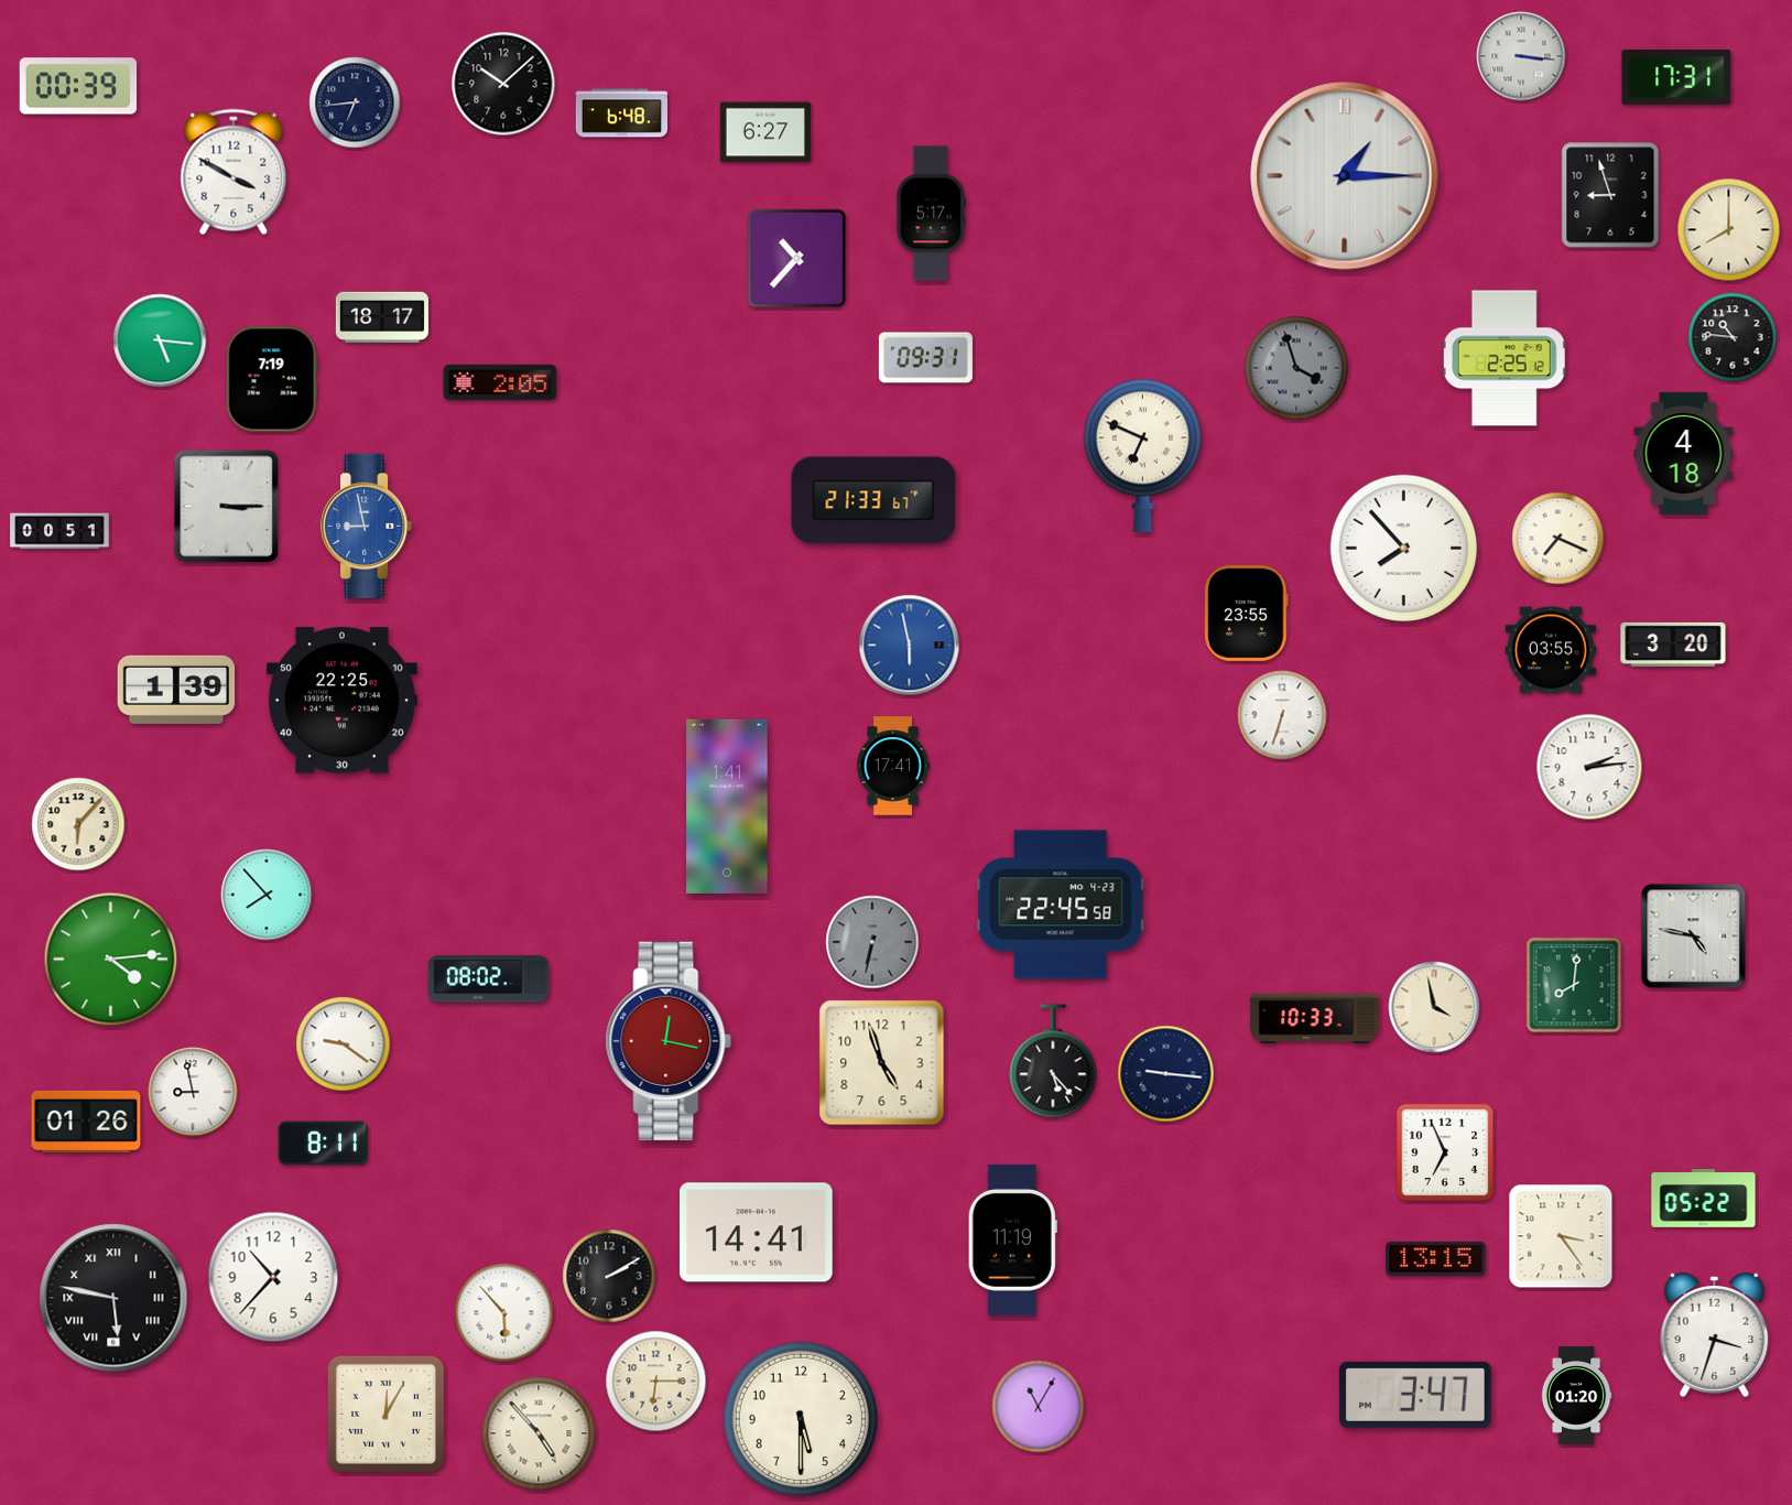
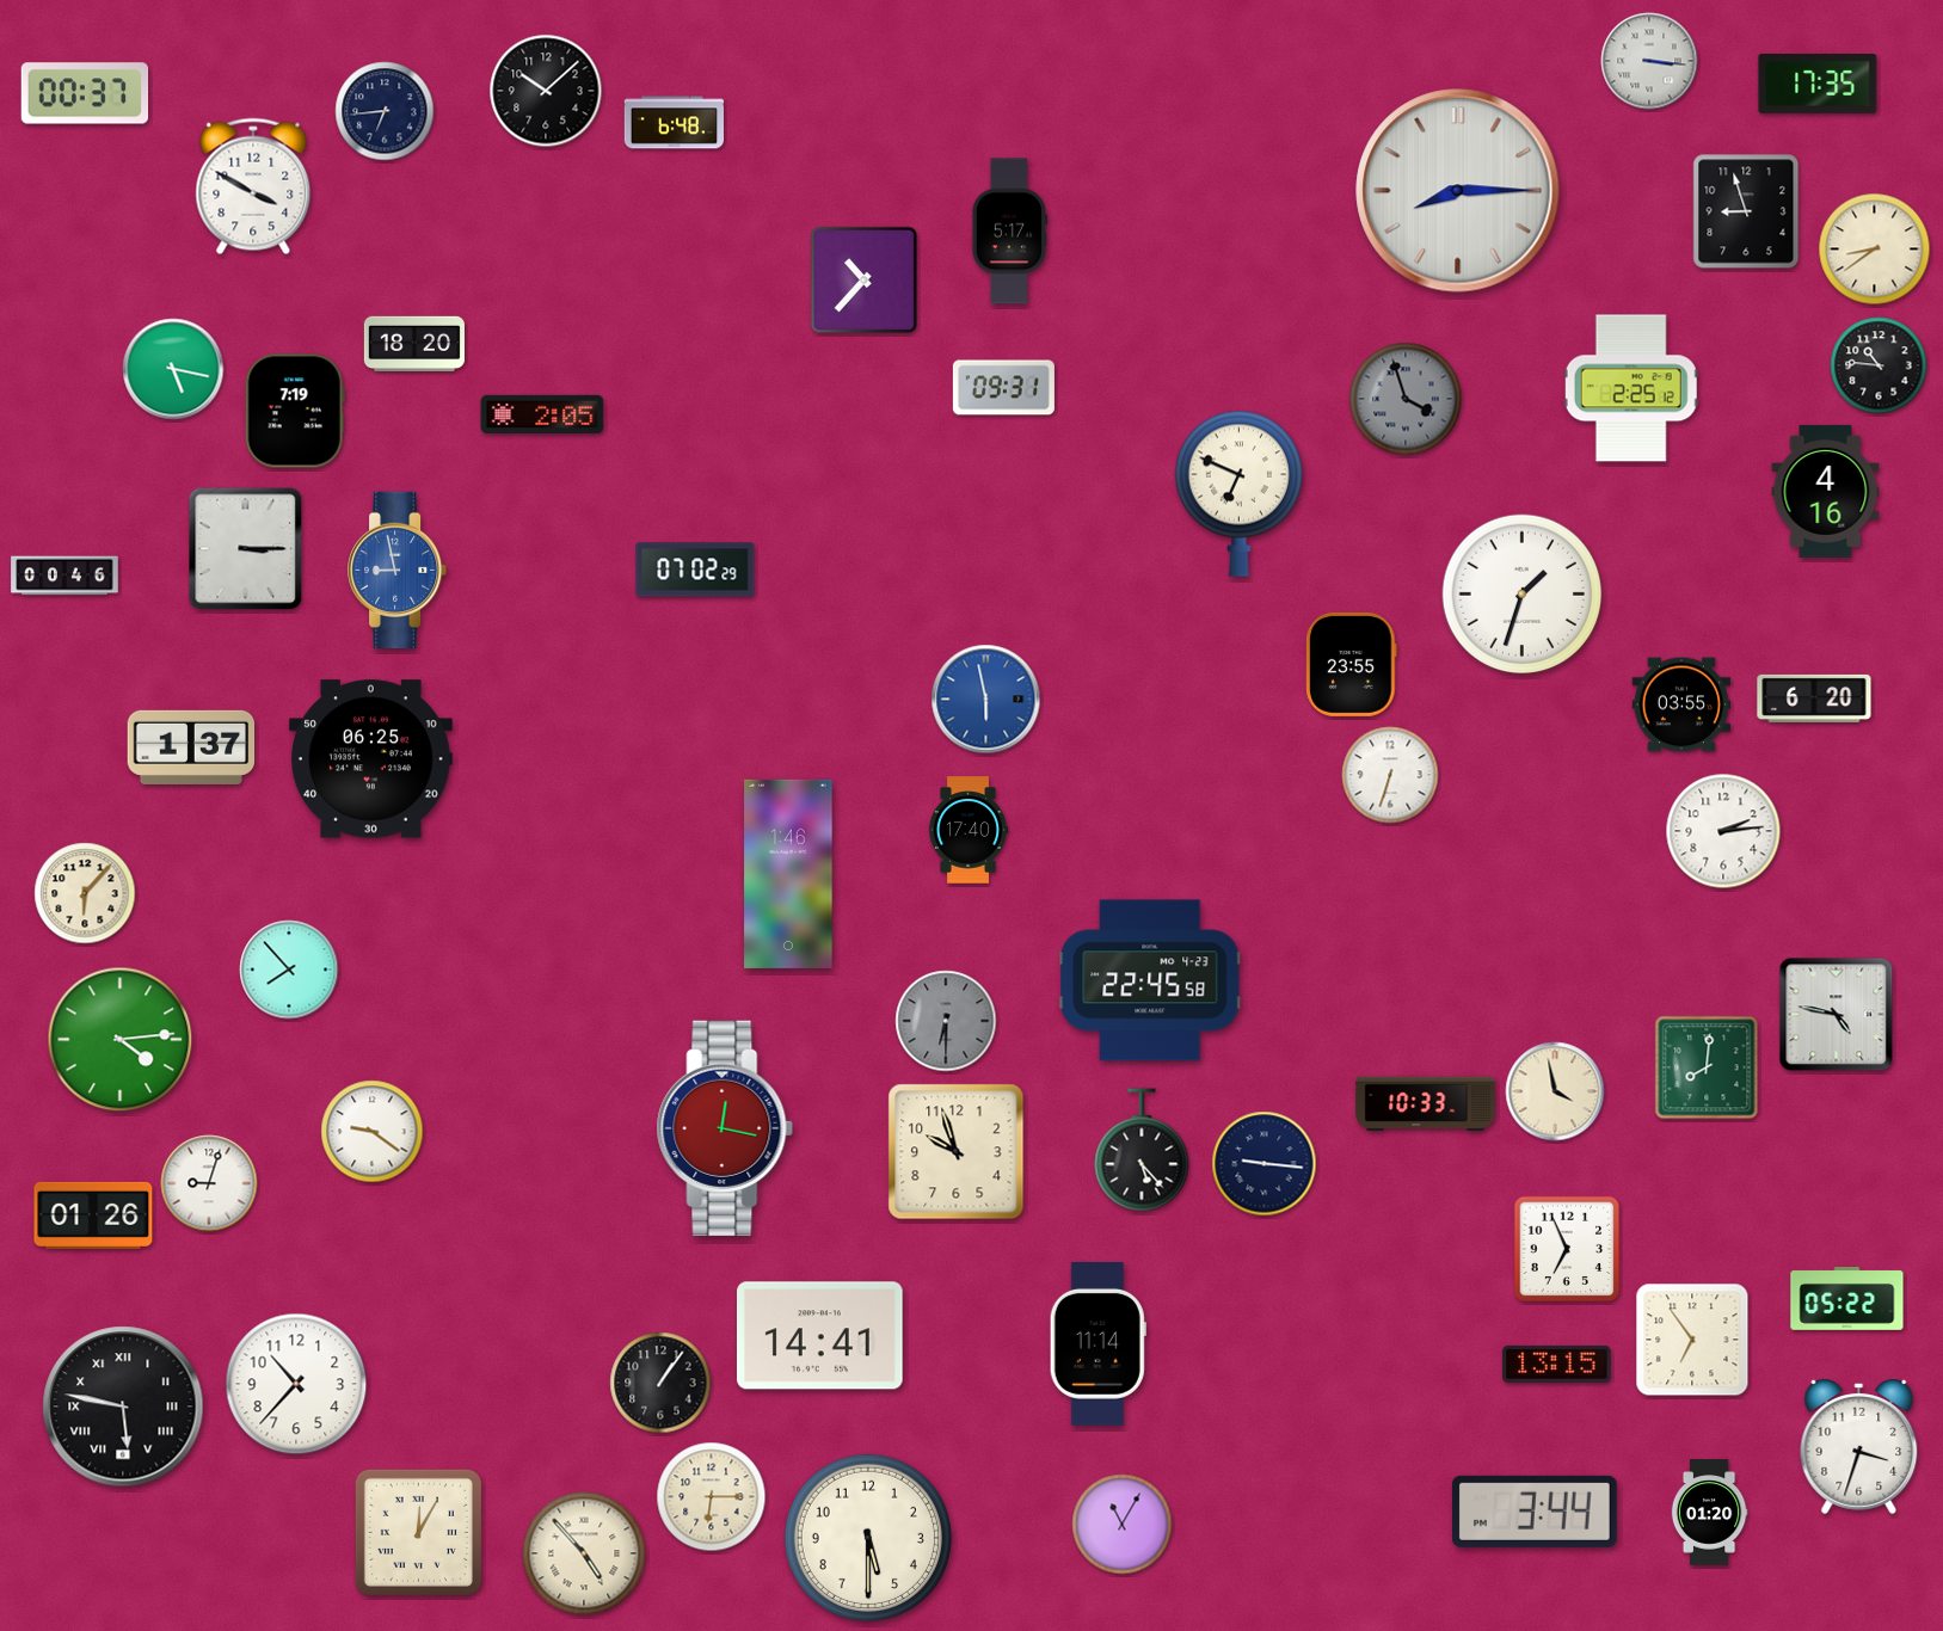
clock at (1676, 77): 17:31 -> 17:35
clock at (78, 86): 00:39 -> 00:37
clock at (765, 132): 6:27 -> none
clock at (1345, 176): 1:15 -> 8:15
clock at (1729, 230): 8:00 -> 8:39
clock at (382, 317): 18:17 -> 18:20
clock at (160, 340): 5:16 -> 5:17
clock at (1684, 453): 4:18 -> 4:16
clock at (873, 500): 21:33 -> none
clock at (695, 570): none -> 07:02
clock at (59, 531): 00:51 -> 00:46
clock at (1559, 539): 7:19 -> none
clock at (1404, 549): 7:53 -> 1:33
clock at (1673, 645): 3:20 -> 6:20
clock at (176, 690): 1:39 -> 1:37
clock at (341, 701): 22:25 -> 06:25
clock at (893, 766): 17:41 -> 17:40
clock at (727, 806): 1:41 -> 1:46
clock at (872, 942): 6:32 -> 6:30
clock at (488, 979): 08:02 -> none
clock at (882, 1063): 4:57 -> 9:57
clock at (193, 1092): 8:58 -> 9:03
clock at (323, 1144): 8:11 -> none
clock at (1561, 1236): 3:24 -> 6:54
clock at (1012, 1239): 11:19 -> 11:14
clock at (609, 1276): 2:10 -> 1:06
clock at (504, 1313): 5:53 -> none
clock at (1415, 1395): 3:47 -> 3:44
clock at (1039, 1407) position: (1039, 1407) -> (1123, 1525)
